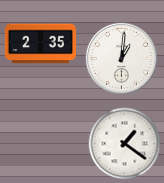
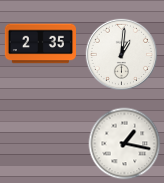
clock at (121, 58) position: (121, 58) -> (121, 54)
clock at (125, 144): 1:21 -> 1:17
